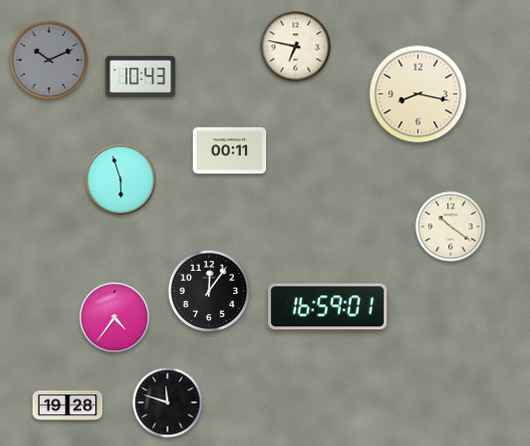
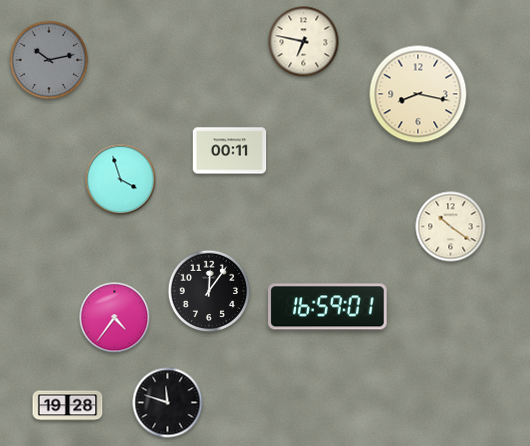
clock at (296, 47) position: (296, 47) -> (304, 42)
clock at (49, 60): 10:11 -> 10:13
clock at (141, 76): 10:43 -> none
clock at (121, 180): 5:57 -> 3:57
